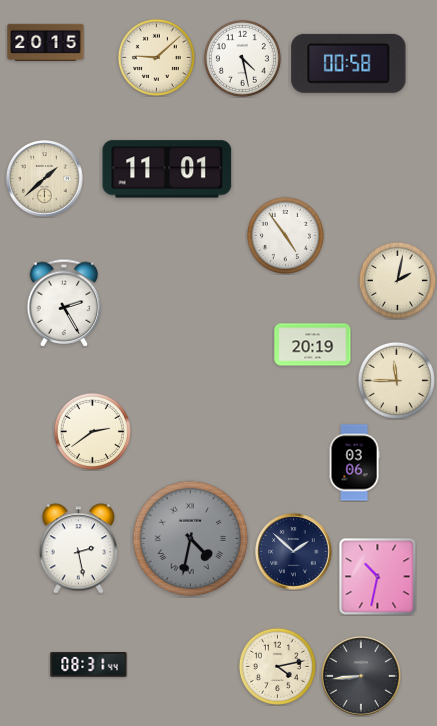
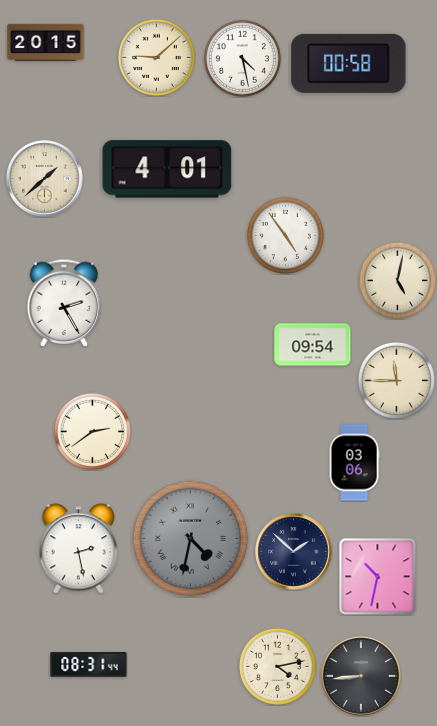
clock at (167, 169): 11:01 -> 4:01
clock at (397, 280): 2:02 -> 5:02
clock at (313, 345): 20:19 -> 09:54
